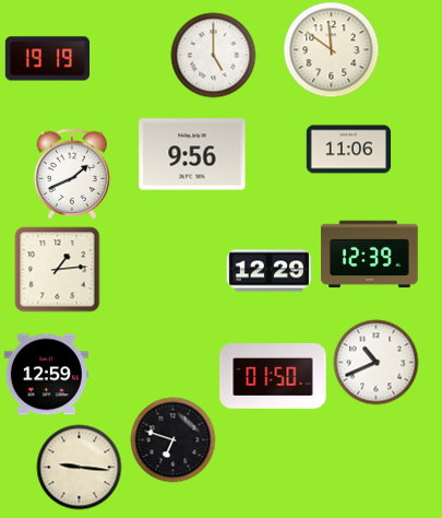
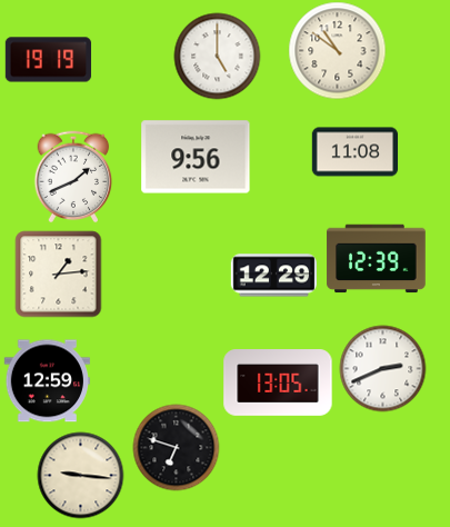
clock at (331, 49): 11:51 -> 10:51
clock at (348, 150): 11:06 -> 11:08
clock at (375, 362): 10:41 -> 2:41
clock at (273, 376): 01:50 -> 13:05
